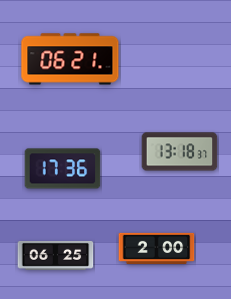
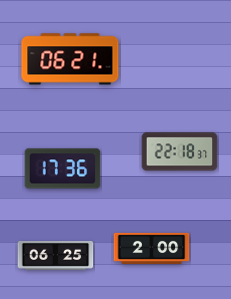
clock at (180, 152): 13:18 -> 22:18
clock at (157, 249) position: (157, 249) -> (152, 249)
